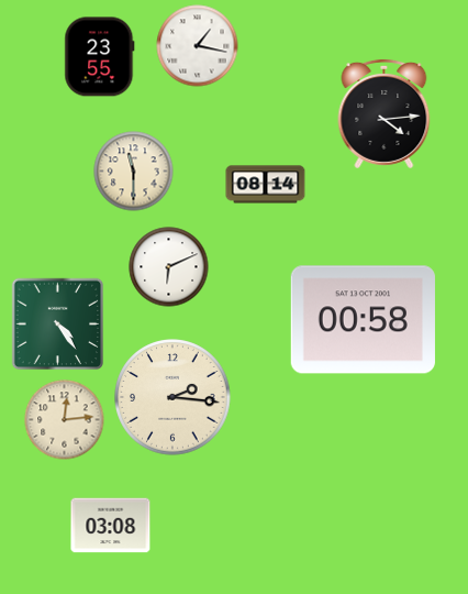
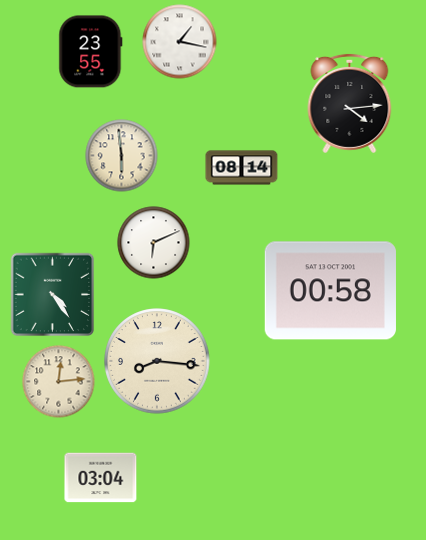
clock at (134, 172): 11:30 -> 5:59
clock at (172, 397): 2:16 -> 8:16
clock at (111, 526): 03:08 -> 03:04
